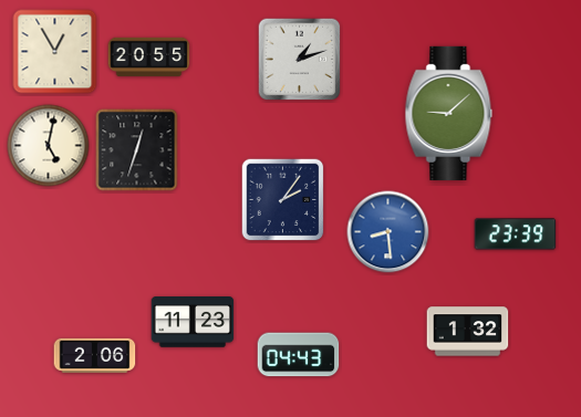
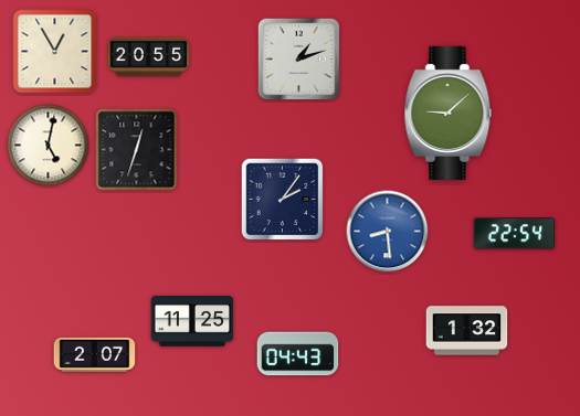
clock at (516, 234): 23:39 -> 22:54
clock at (193, 323): 11:23 -> 11:25
clock at (95, 355): 2:06 -> 2:07
